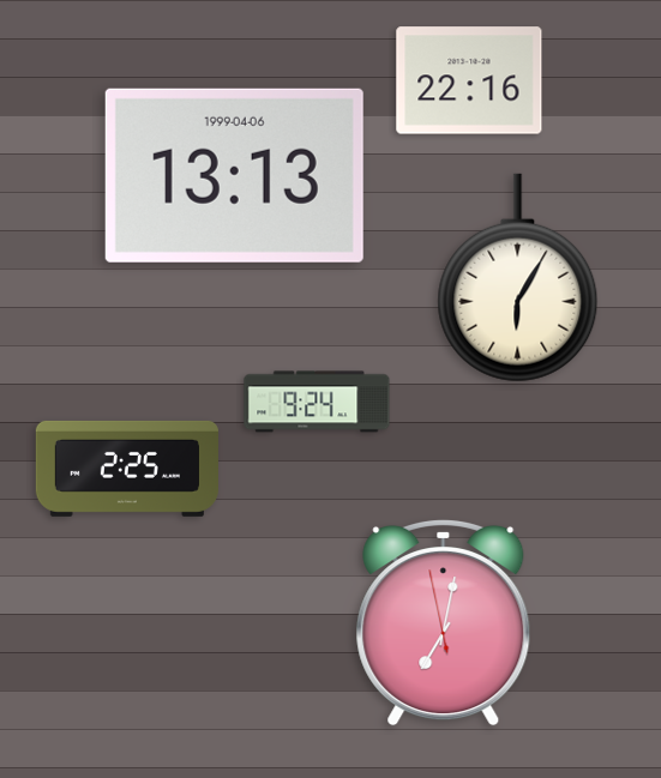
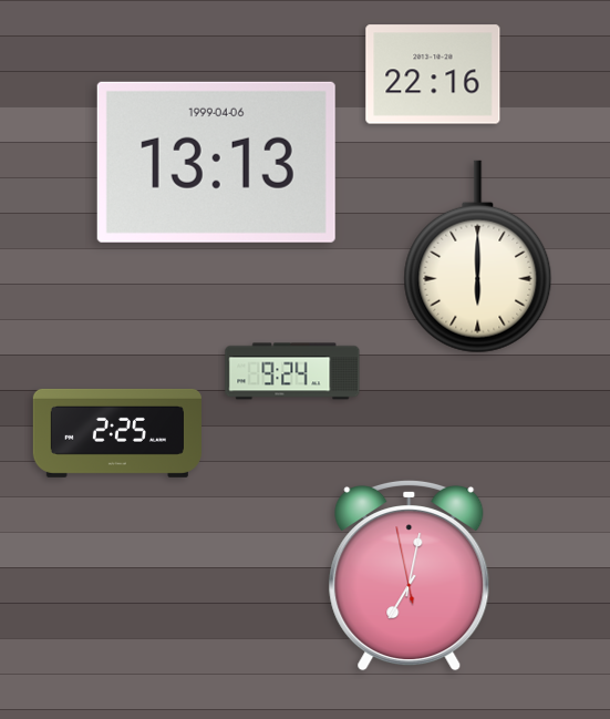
clock at (518, 278): 6:05 -> 6:00
